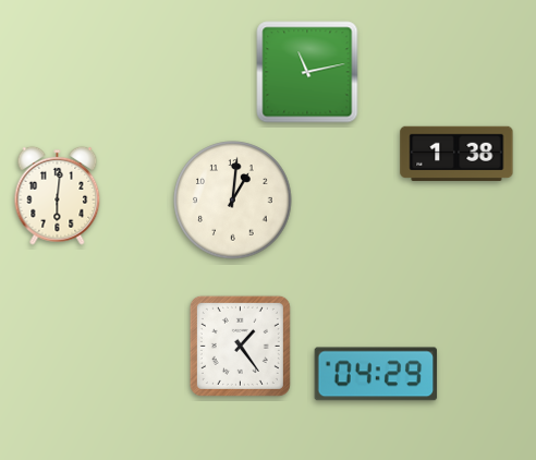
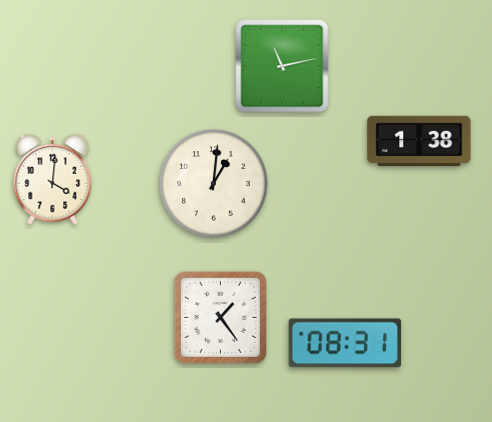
clock at (58, 195): 6:01 -> 4:01
clock at (376, 374): 04:29 -> 08:31
